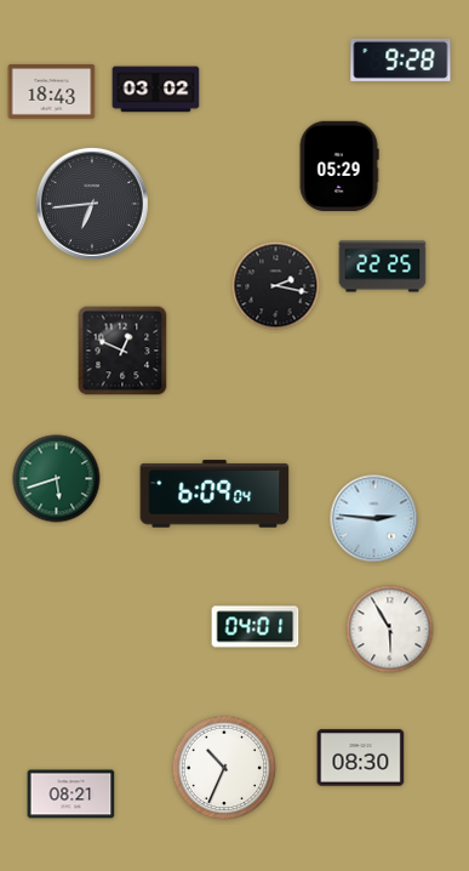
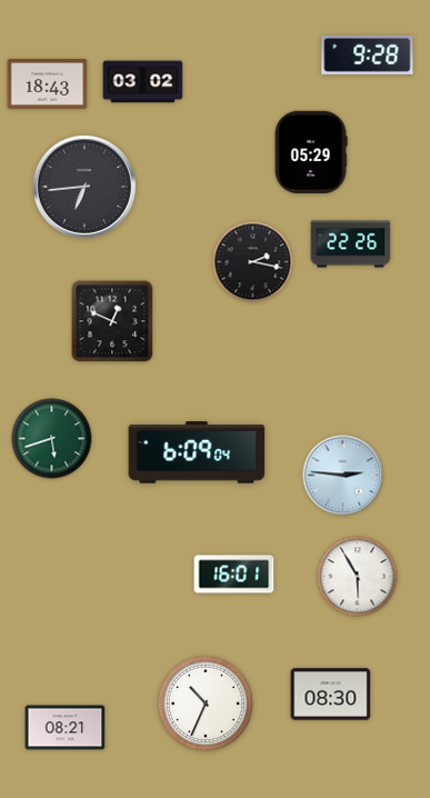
clock at (383, 267): 22:25 -> 22:26
clock at (256, 627): 04:01 -> 16:01
